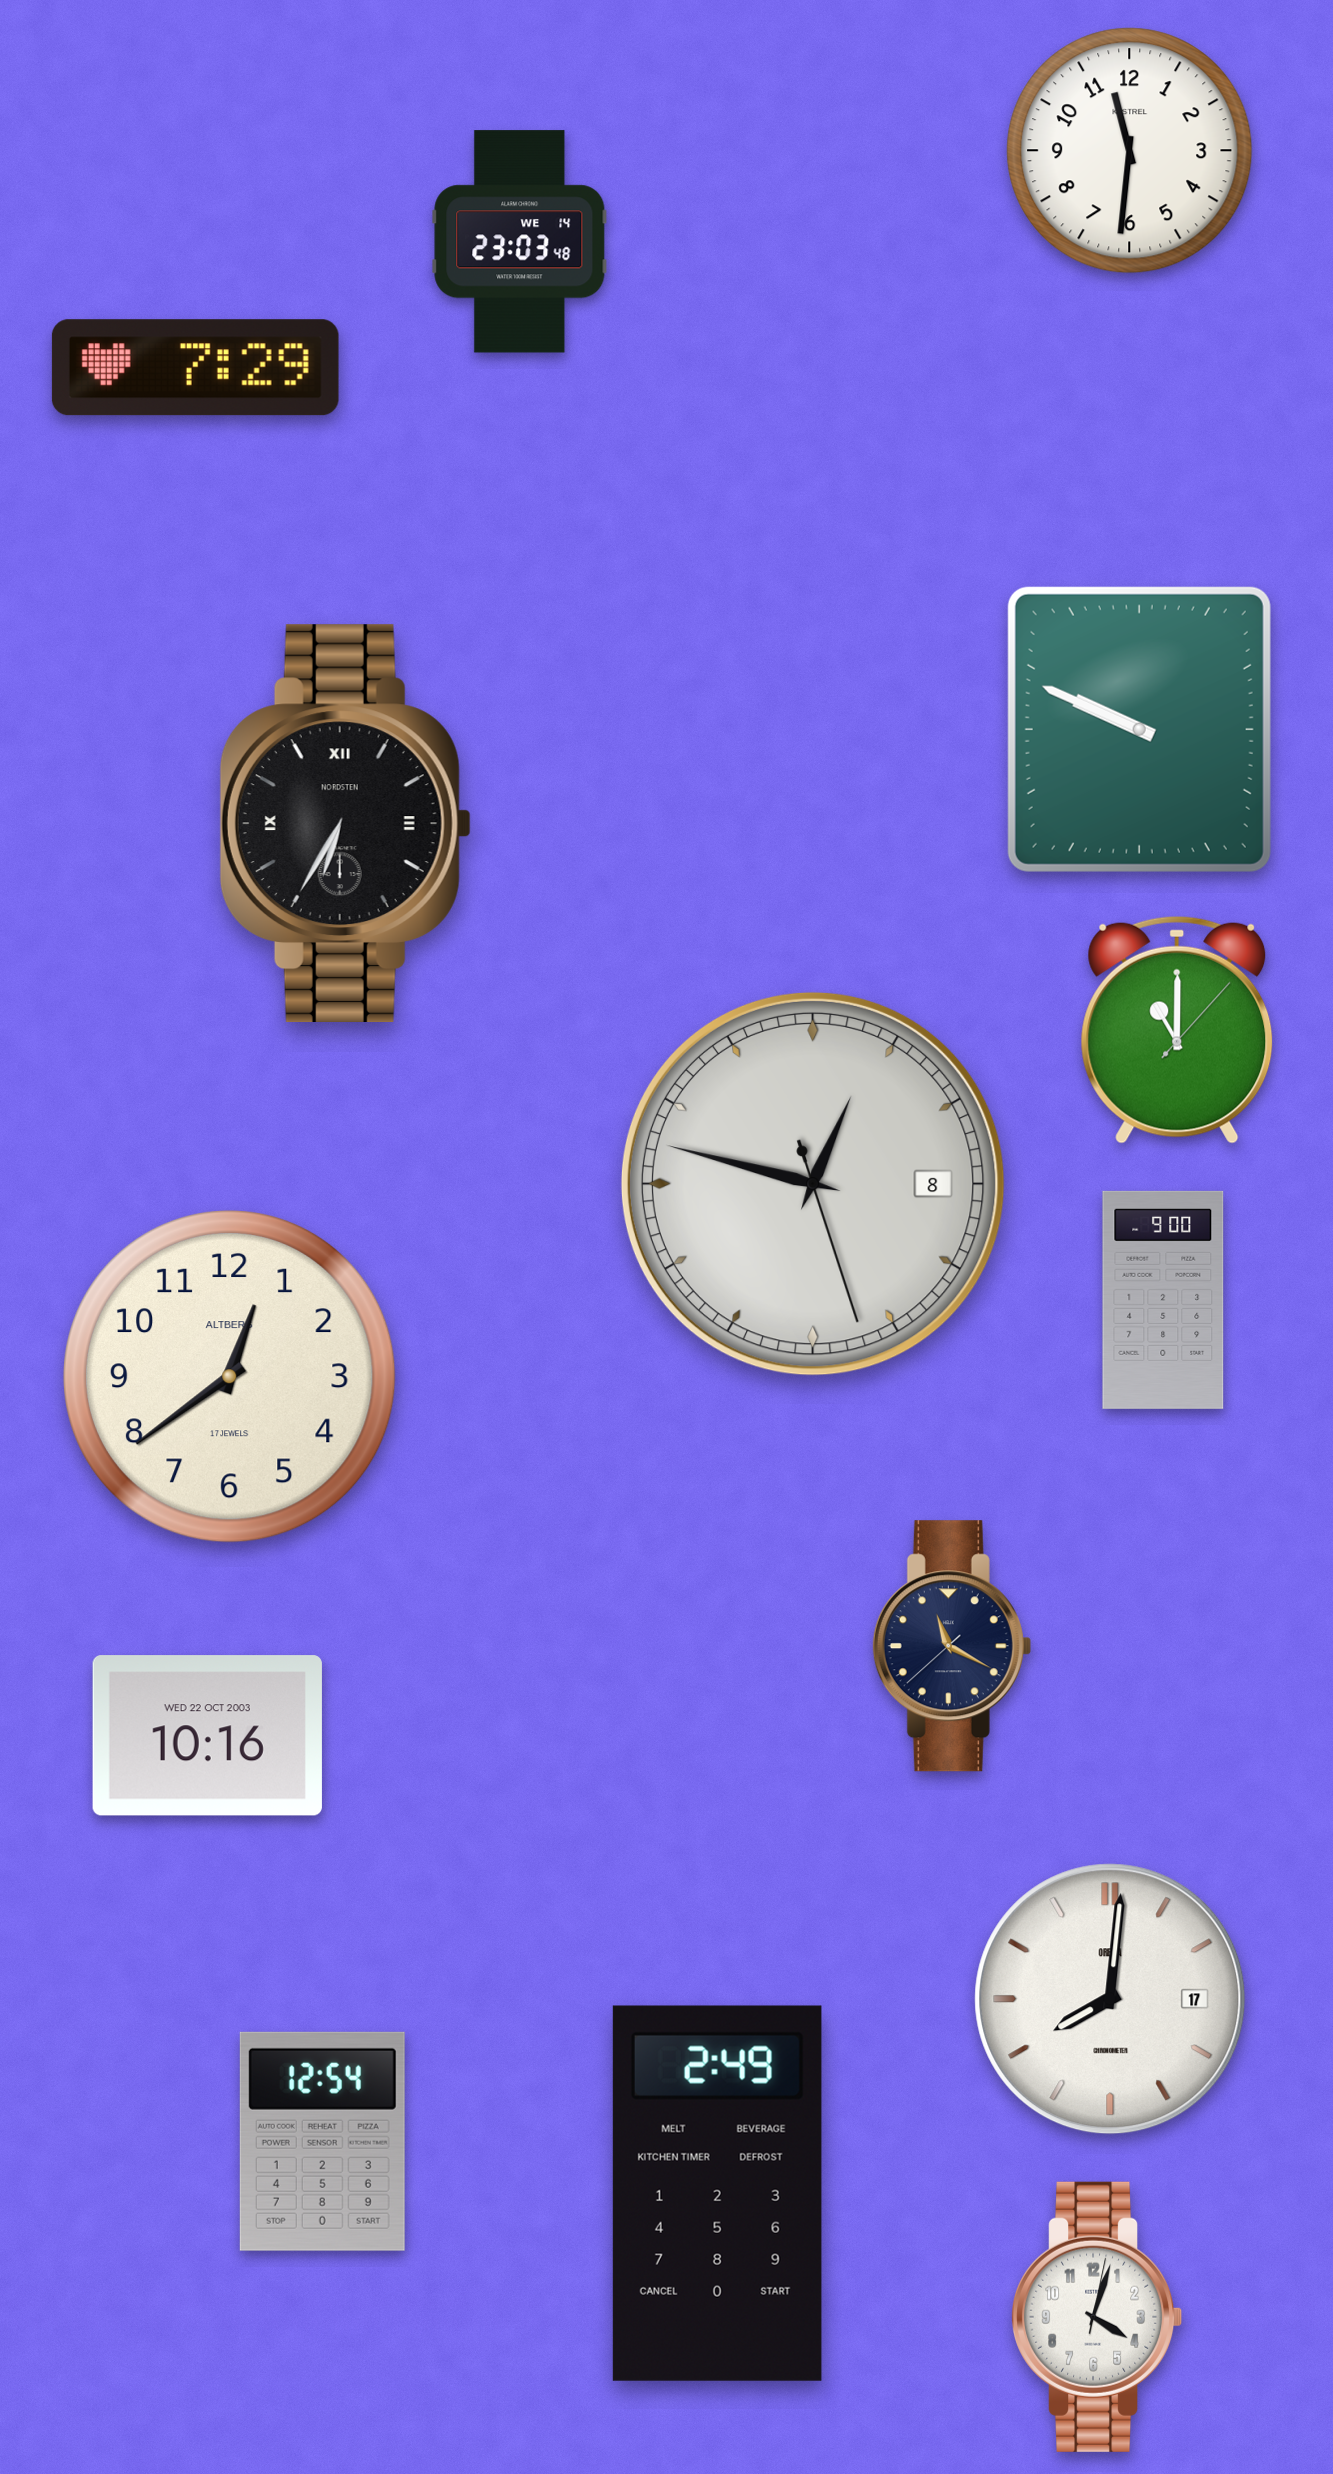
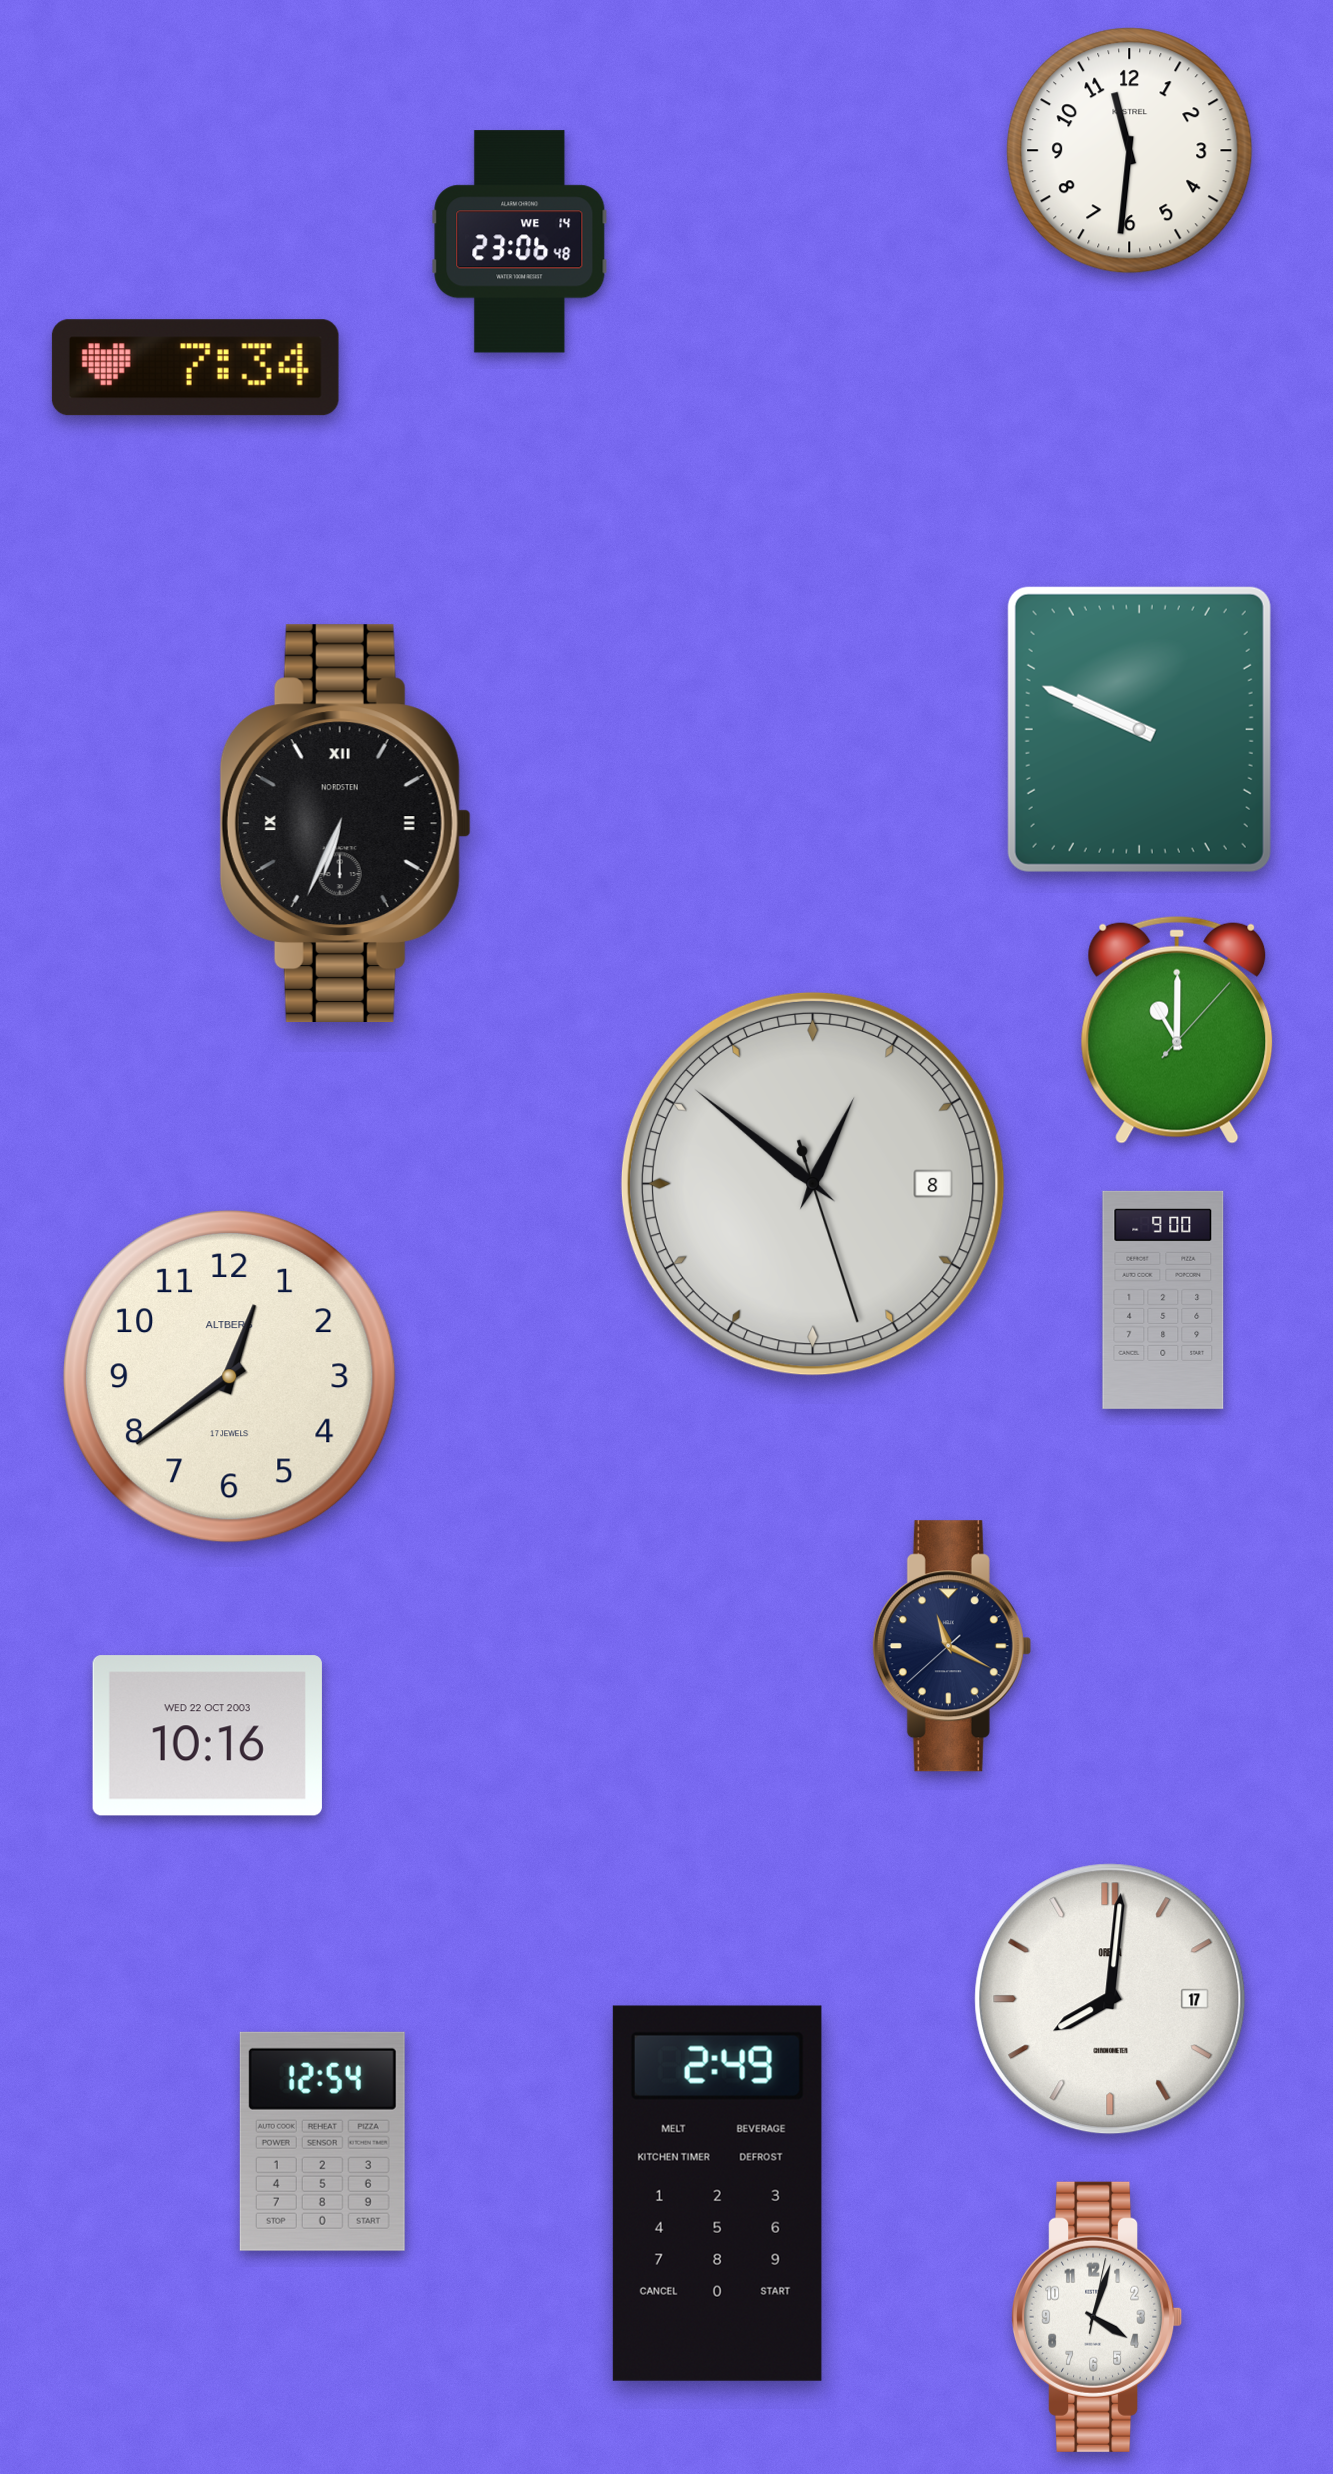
clock at (520, 242): 23:03 -> 23:06
clock at (195, 368): 7:29 -> 7:34
clock at (345, 823): 6:35 -> 6:34
clock at (813, 1184): 12:47 -> 12:51
